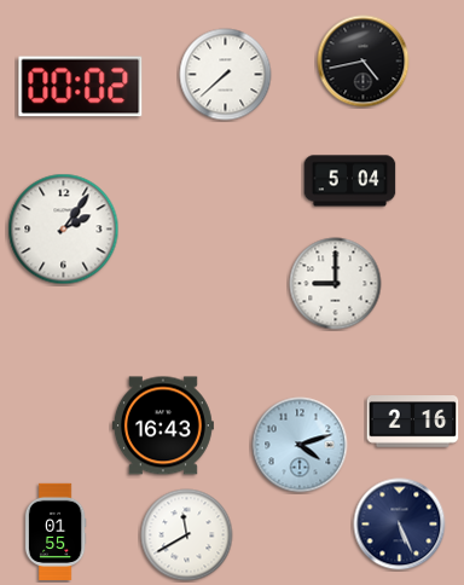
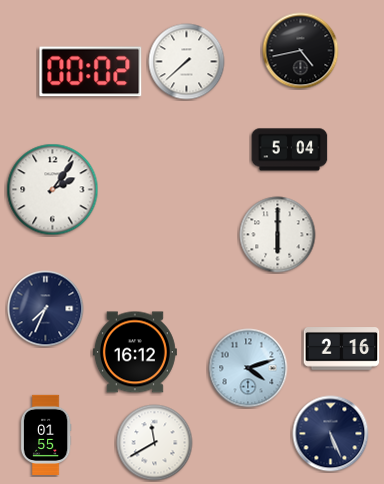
clock at (81, 87) position: (81, 87) -> (91, 72)
clock at (336, 284): 9:00 -> 6:00
clock at (46, 309): none -> 7:34
clock at (163, 425): 16:43 -> 16:12
clock at (56, 532) position: (56, 532) -> (46, 435)
